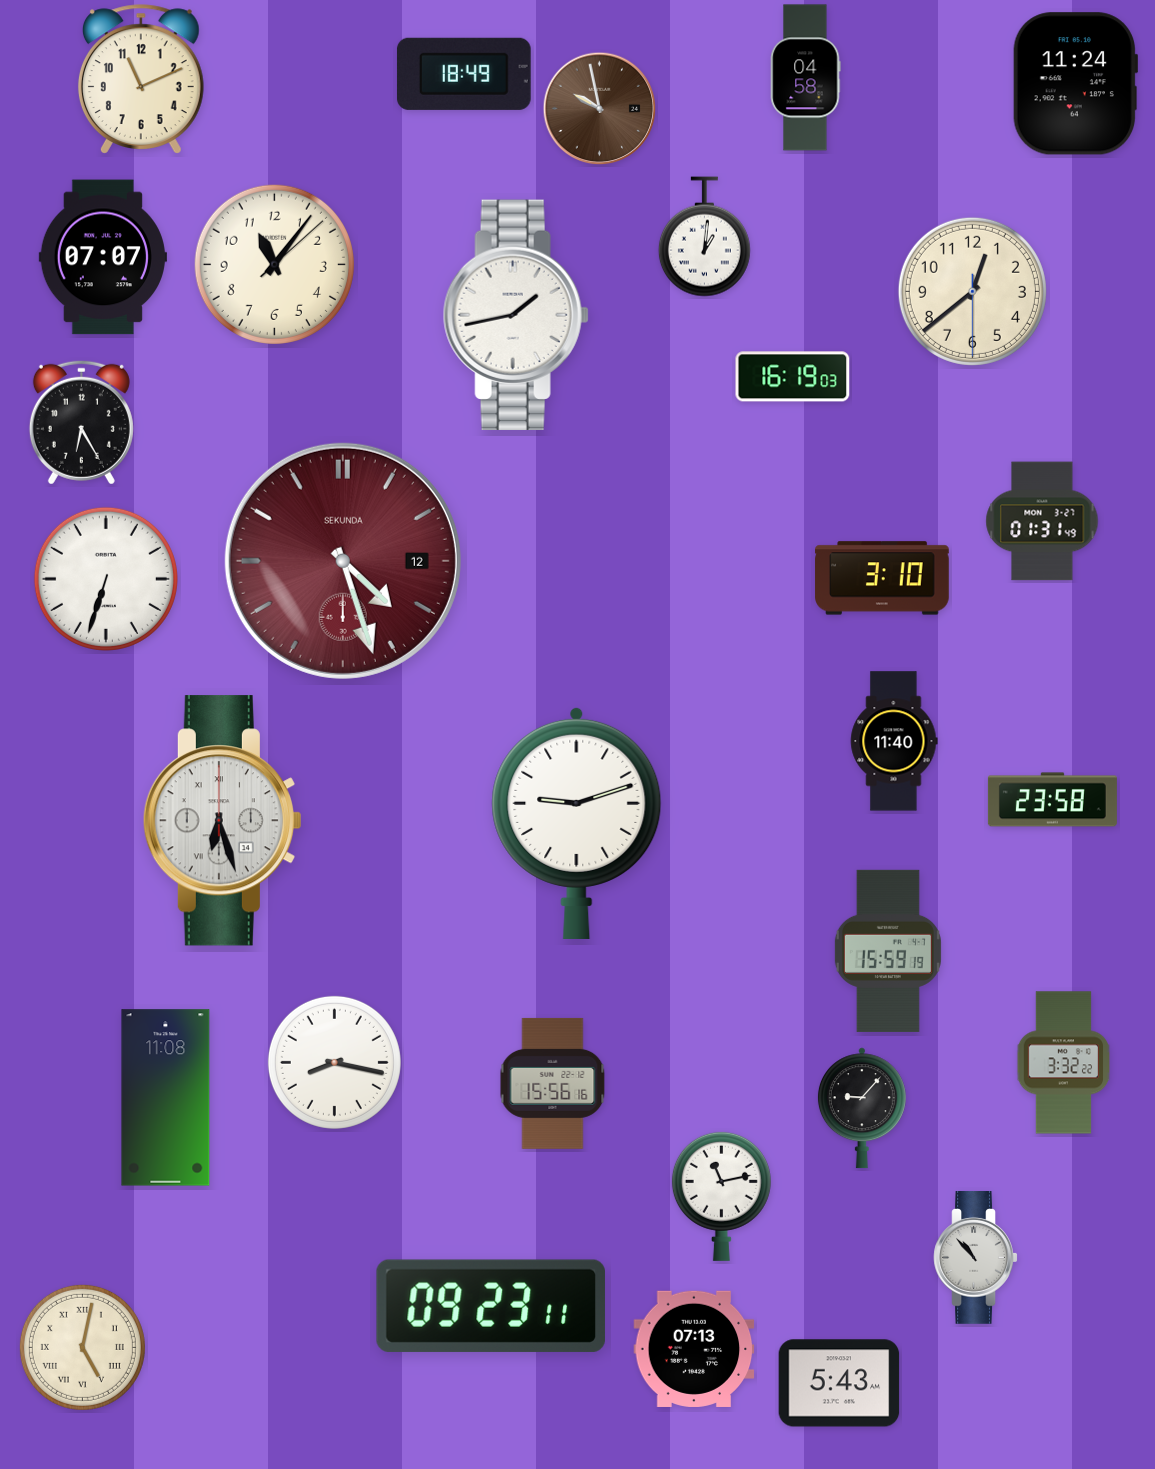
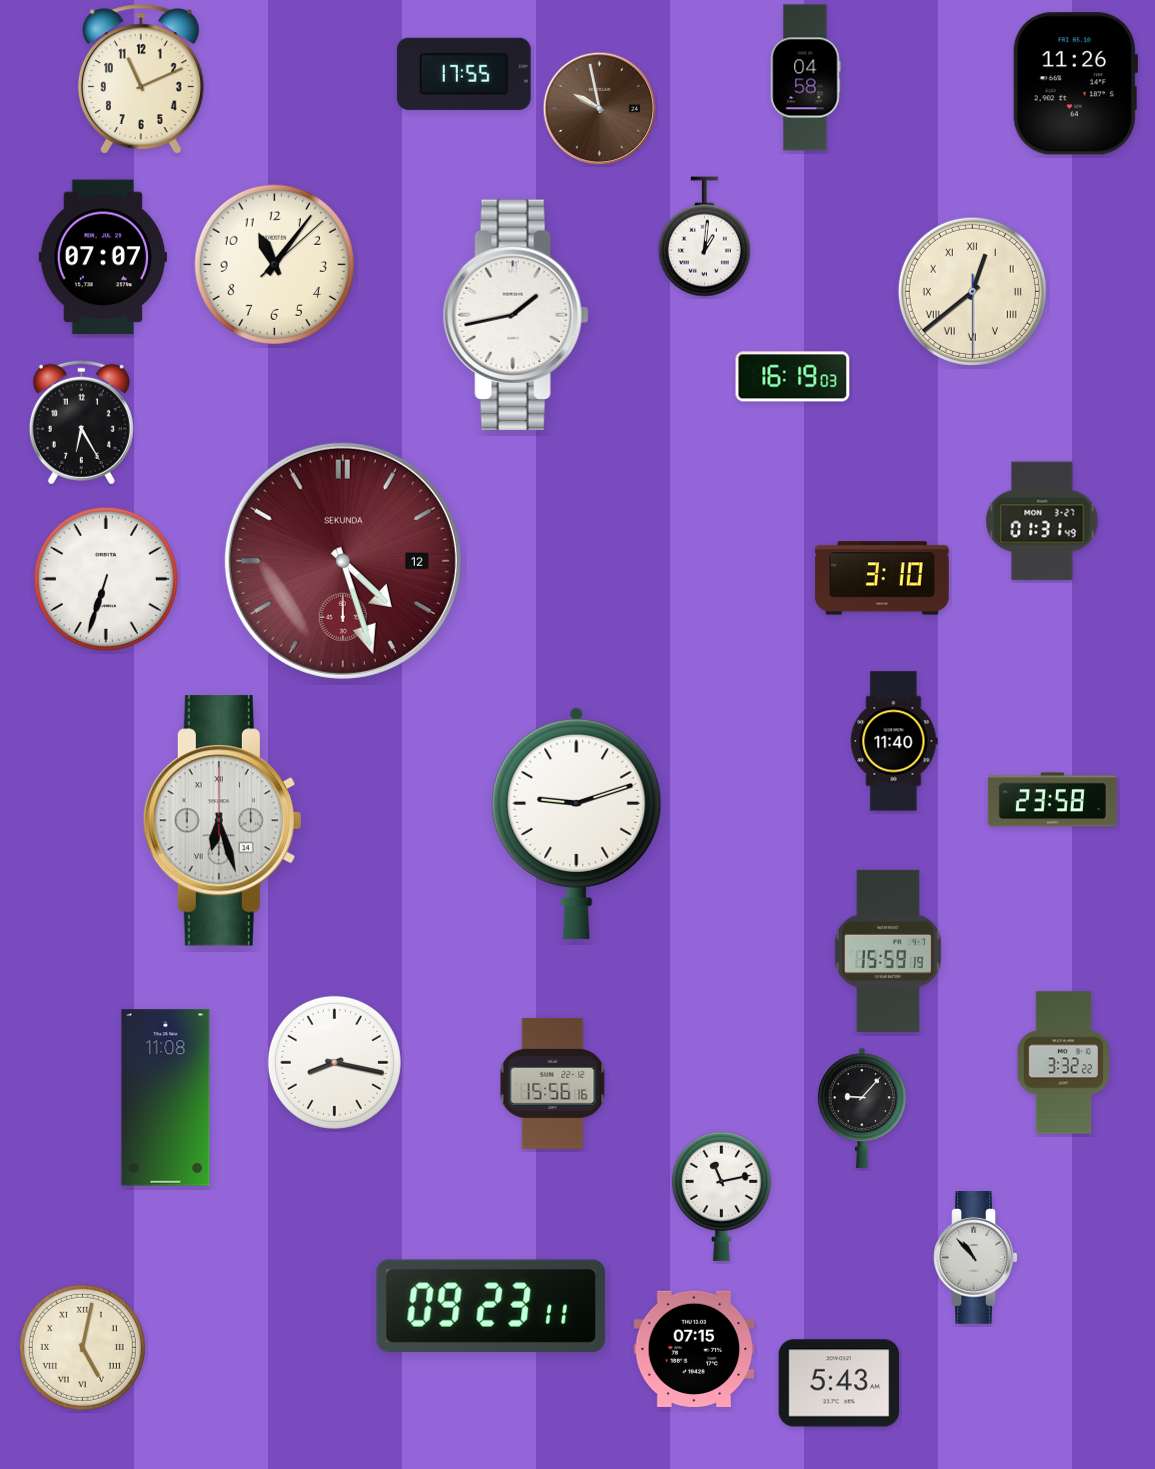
clock at (464, 74): 18:49 -> 17:55
clock at (1074, 84): 11:24 -> 11:26
clock at (972, 291) numerals: Arabic -> Roman
clock at (694, 1349): 07:13 -> 07:15
